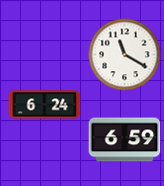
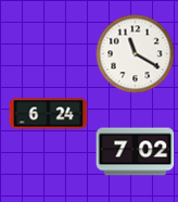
clock at (125, 55) position: (125, 55) -> (136, 54)
clock at (125, 140): 6:59 -> 7:02
